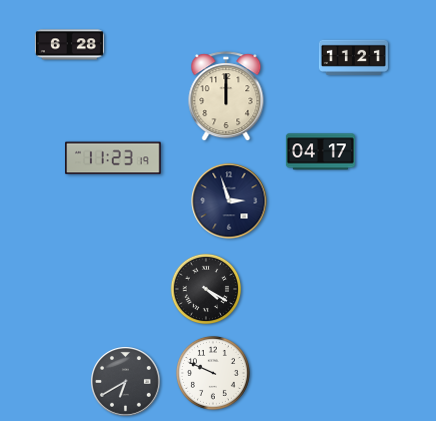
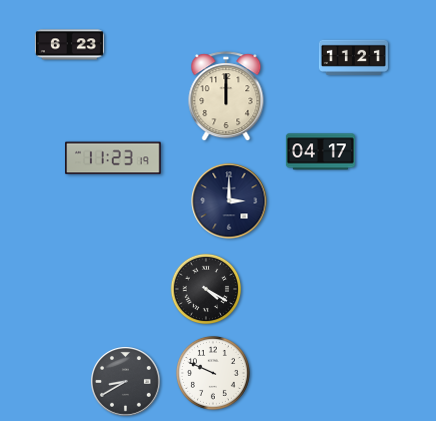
clock at (69, 45): 6:28 -> 6:23
clock at (229, 201): 2:57 -> 3:00
clock at (126, 382): 6:40 -> 8:40
